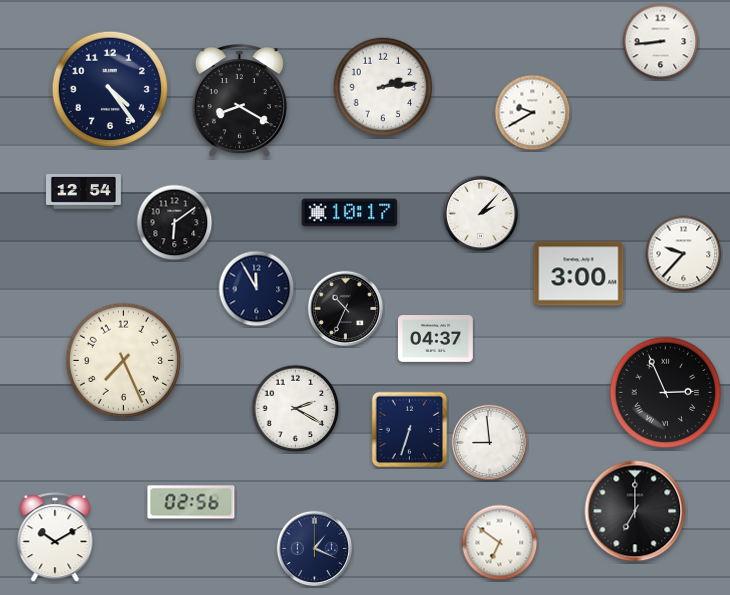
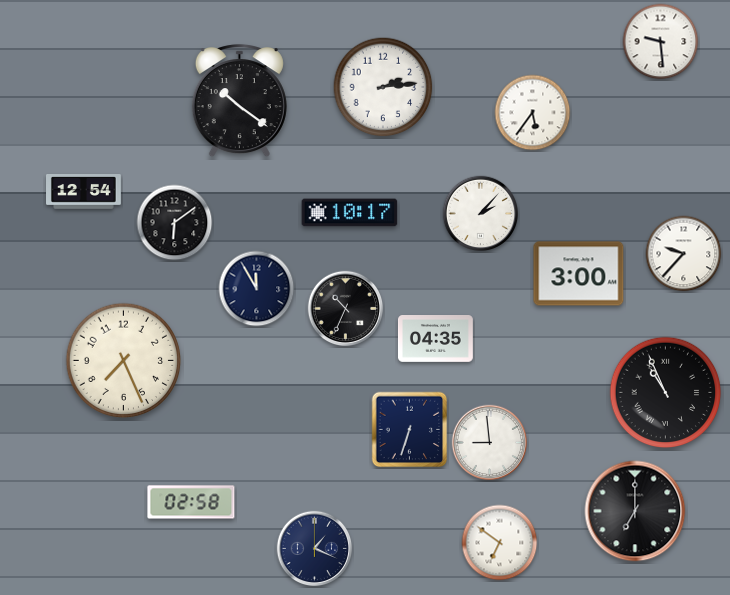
clock at (661, 42): 8:44 -> 9:29
clock at (110, 89): 4:24 -> none
clock at (239, 101): 8:20 -> 10:21
clock at (533, 113): 9:40 -> 5:36
clock at (435, 339): 04:37 -> 04:35
clock at (666, 393): 2:56 -> 10:56
clock at (296, 409): 2:20 -> none
clock at (191, 502): 02:56 -> 02:58
clock at (55, 538): 10:10 -> none
